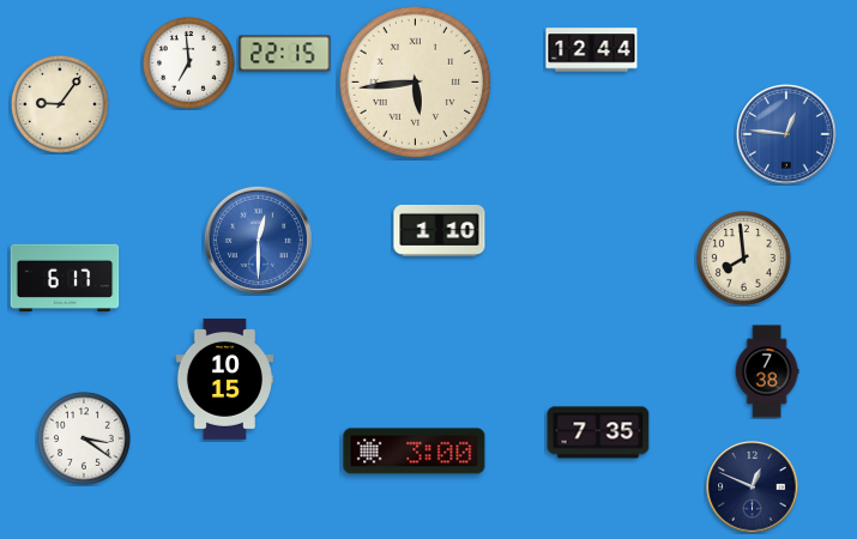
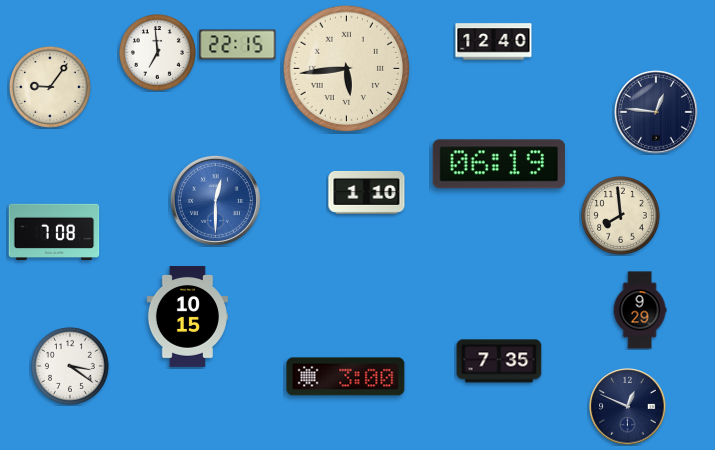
clock at (592, 50): 12:44 -> 12:40
clock at (787, 135) dial: blue -> navy
clock at (499, 164): none -> 06:19
clock at (65, 277): 6:17 -> 7:08
clock at (767, 371): 7:38 -> 9:29
